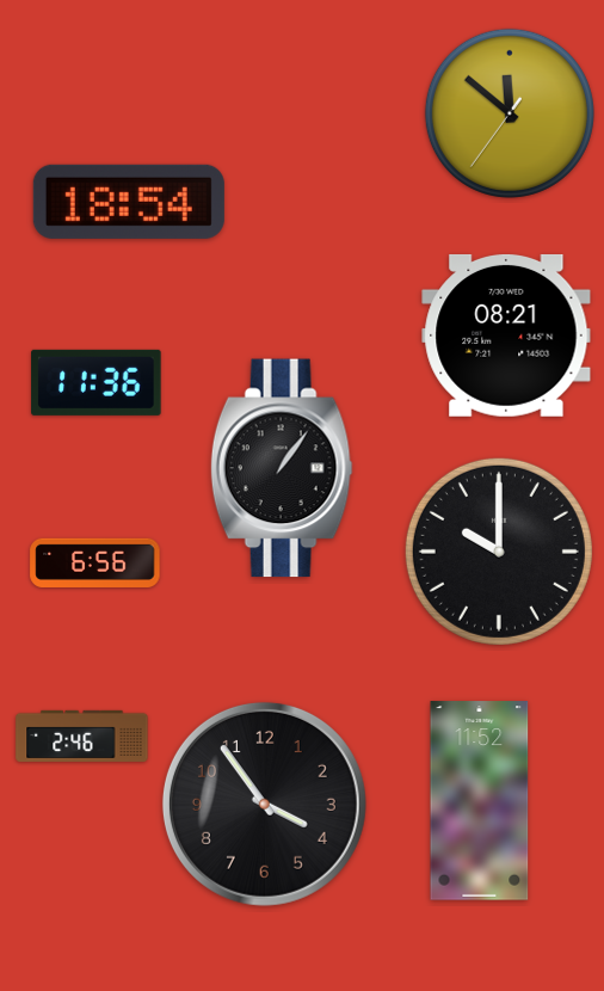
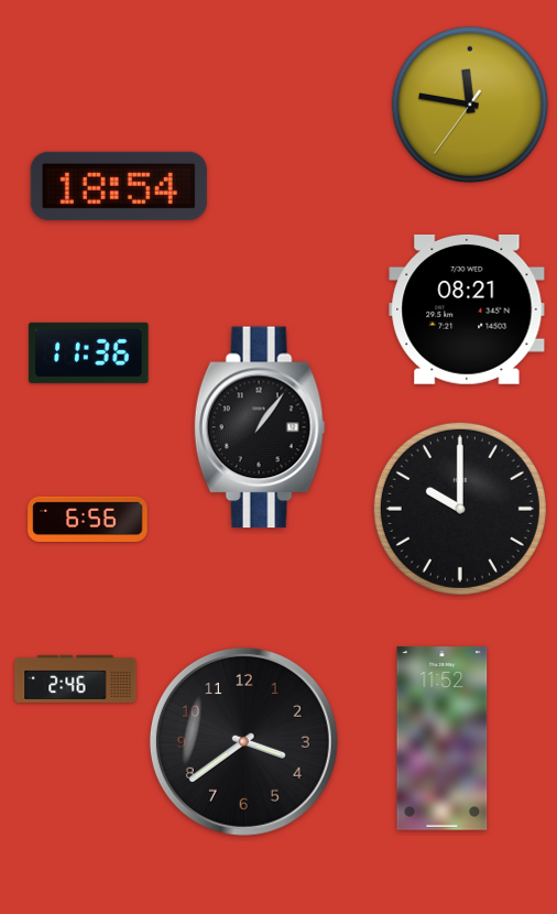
clock at (510, 113): 11:51 -> 11:46
clock at (282, 468) position: (282, 468) -> (260, 427)
clock at (264, 804): 3:54 -> 3:39
